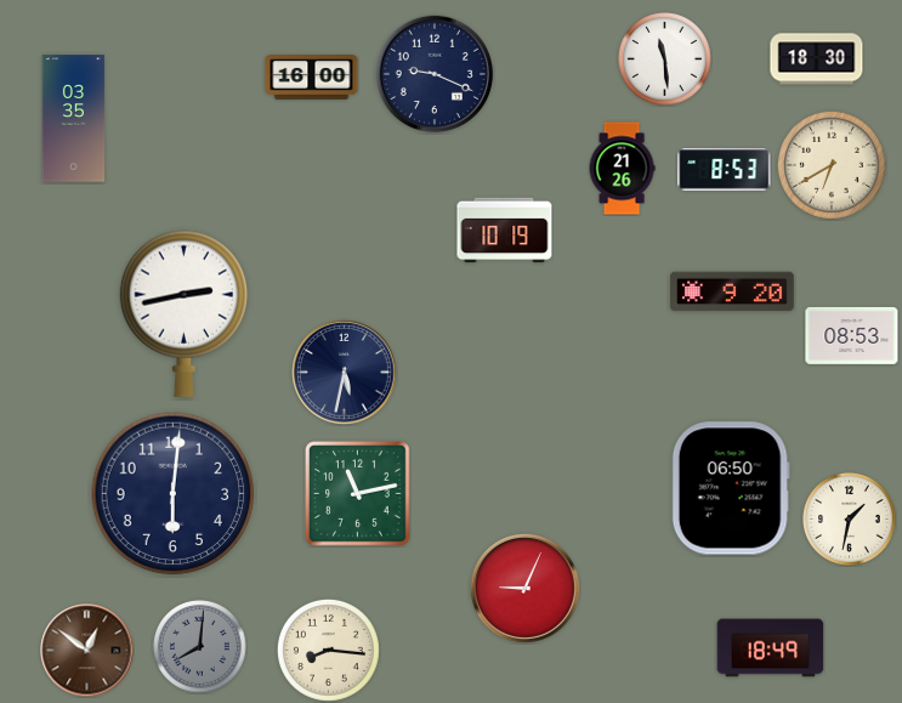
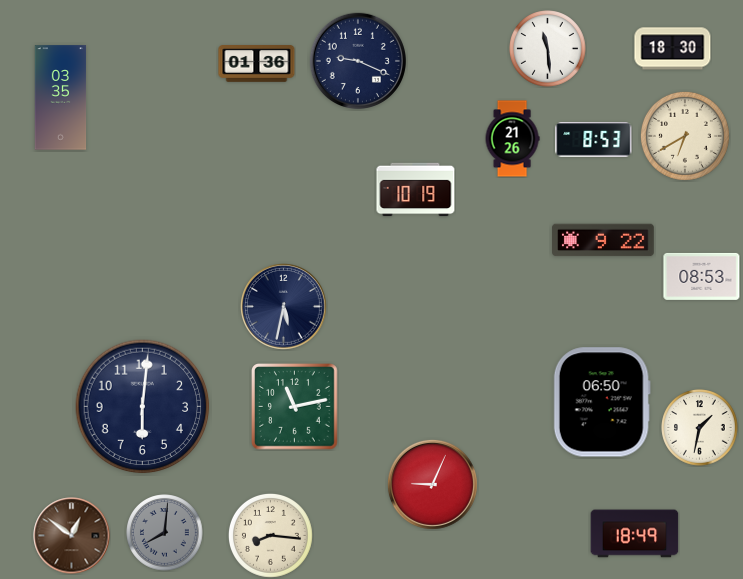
clock at (312, 78): 16:00 -> 01:36
clock at (725, 170) position: (725, 170) -> (594, 140)
clock at (732, 291): 9:20 -> 9:22
clock at (183, 313): 2:43 -> none
